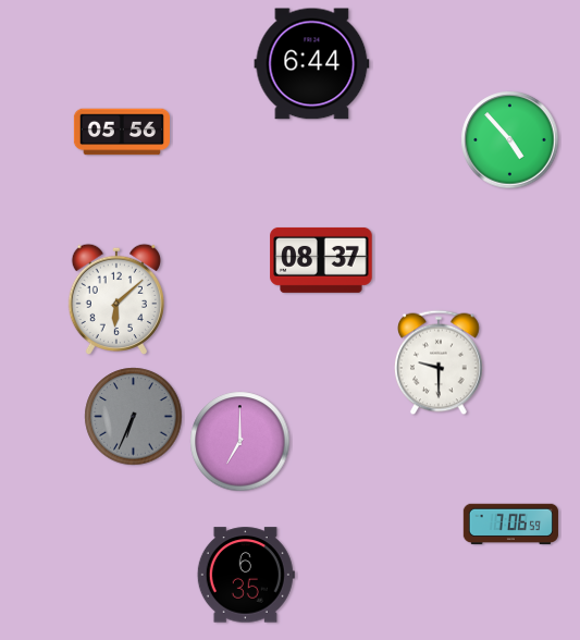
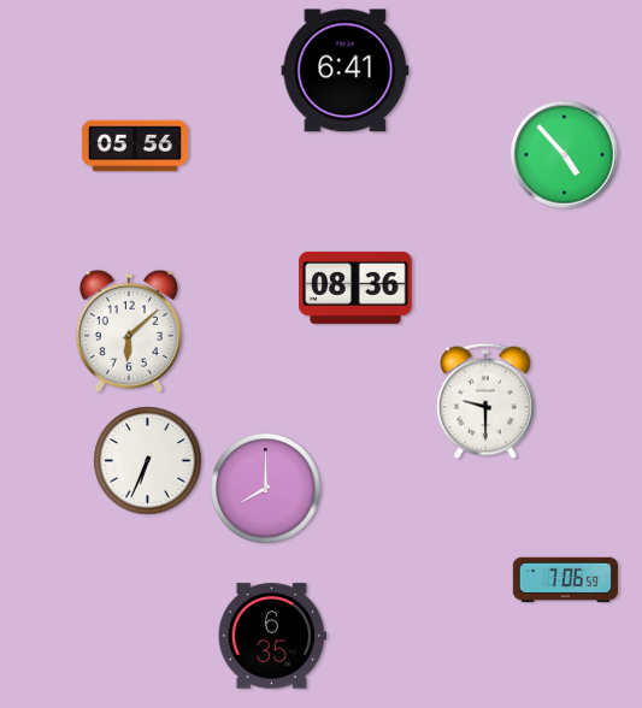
clock at (312, 64): 6:44 -> 6:41
clock at (321, 260): 08:37 -> 08:36
clock at (134, 417) dial: grey -> white
clock at (240, 442): 7:00 -> 8:00
